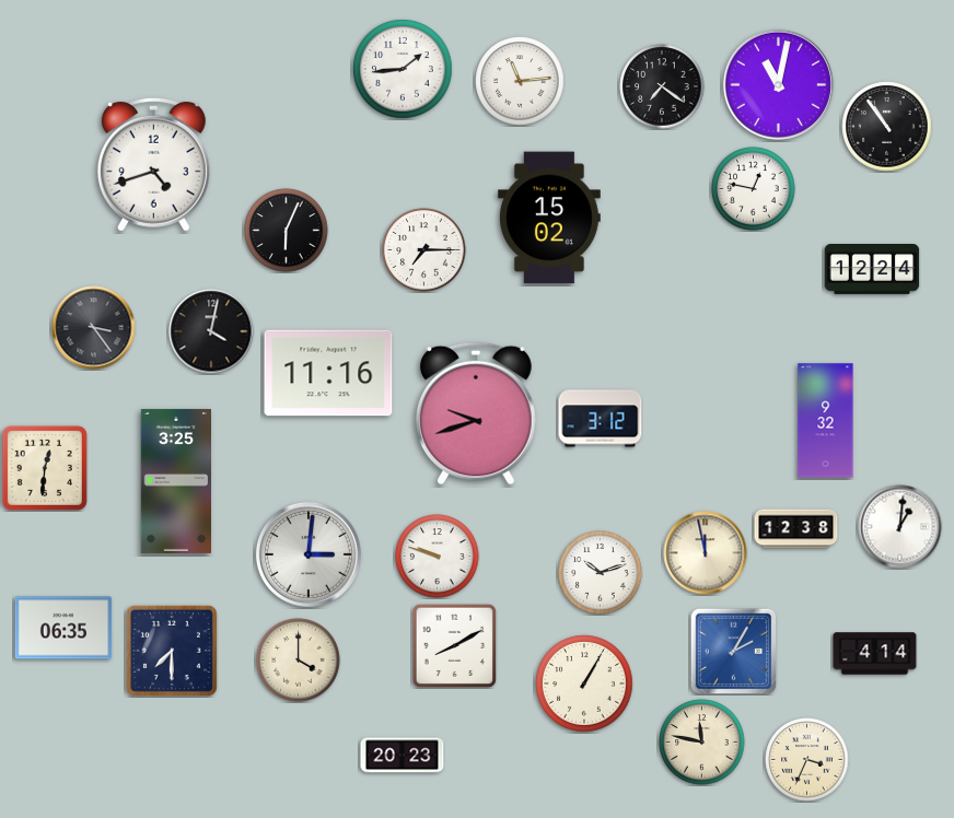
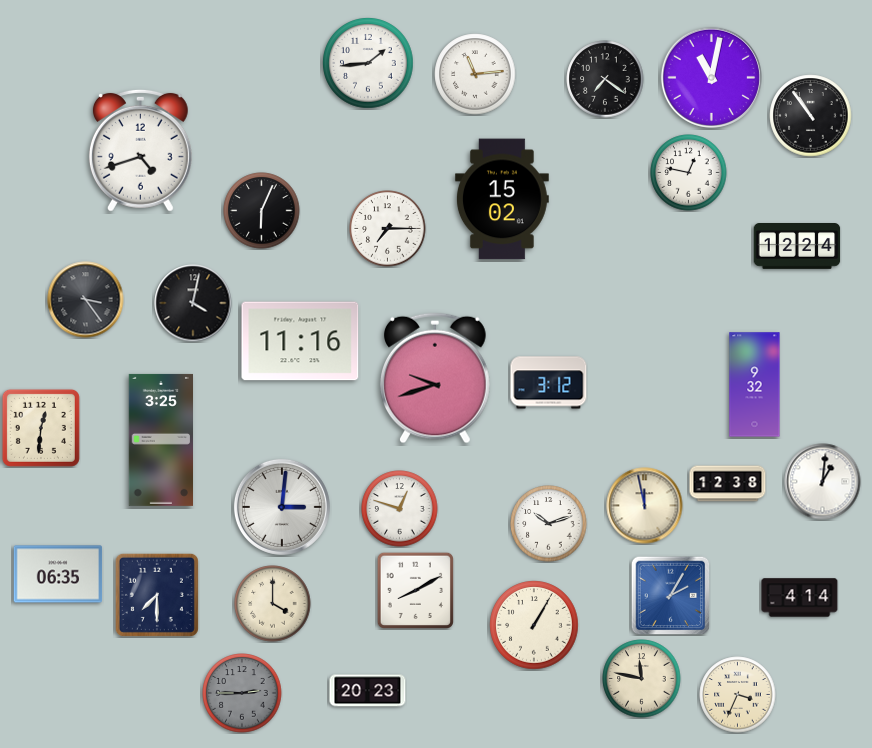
clock at (438, 557): 9:48 -> 12:48
clock at (242, 693): none -> 2:45
